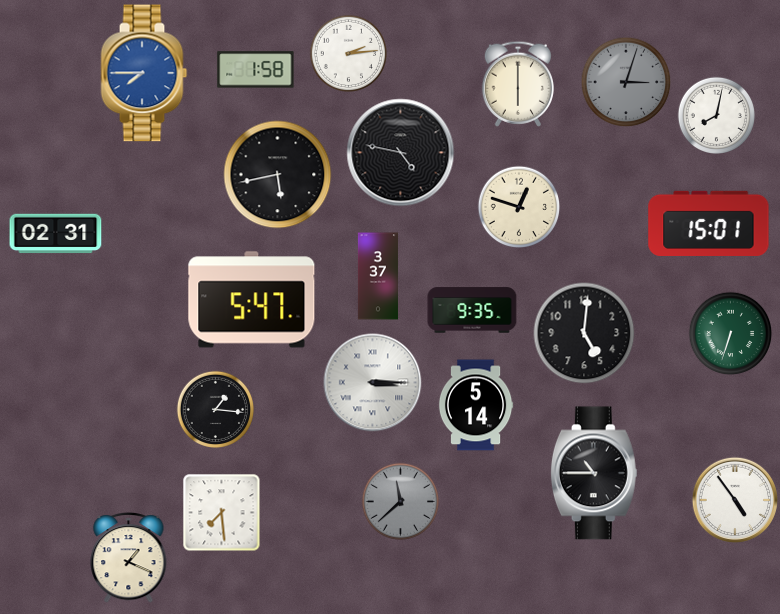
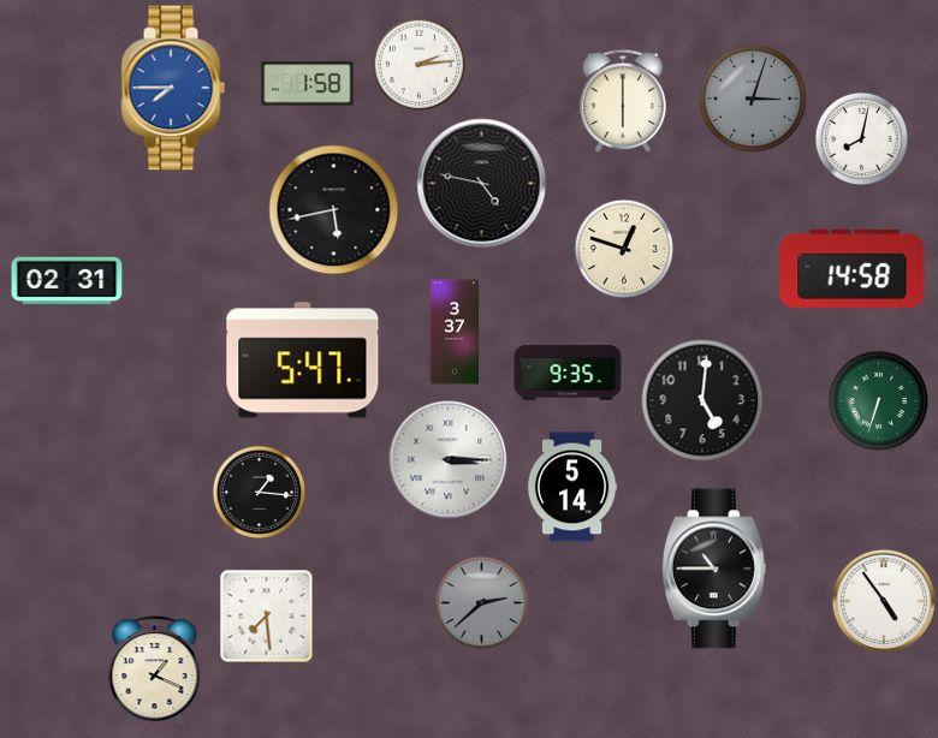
clock at (709, 223): 15:01 -> 14:58
clock at (400, 501): 11:38 -> 2:38
